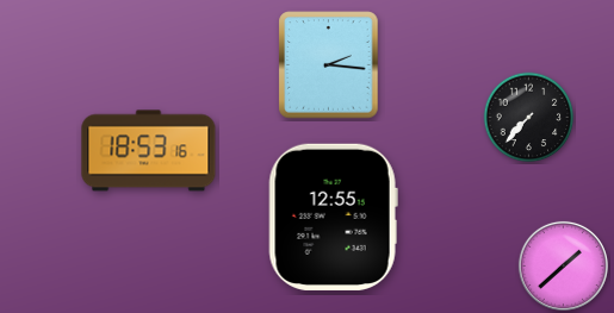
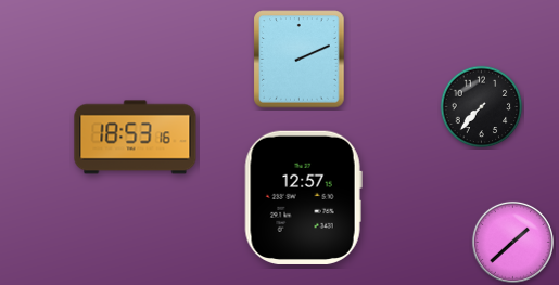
clock at (329, 65): 2:16 -> 2:11
clock at (333, 217): 12:55 -> 12:57
